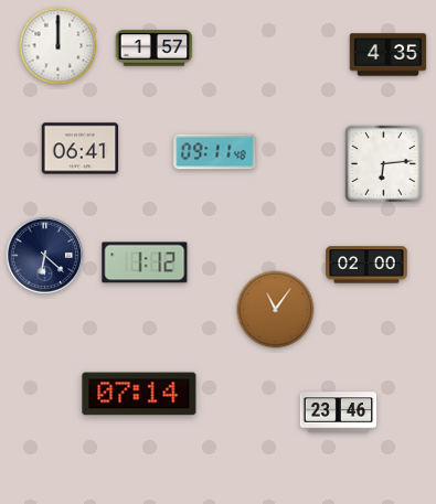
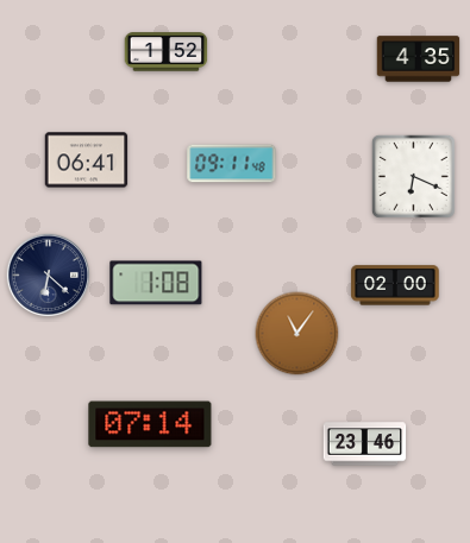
clock at (59, 46): 12:00 -> none
clock at (155, 49): 1:57 -> 1:52
clock at (383, 163): 6:14 -> 6:19
clock at (145, 262): 1:12 -> 1:08
